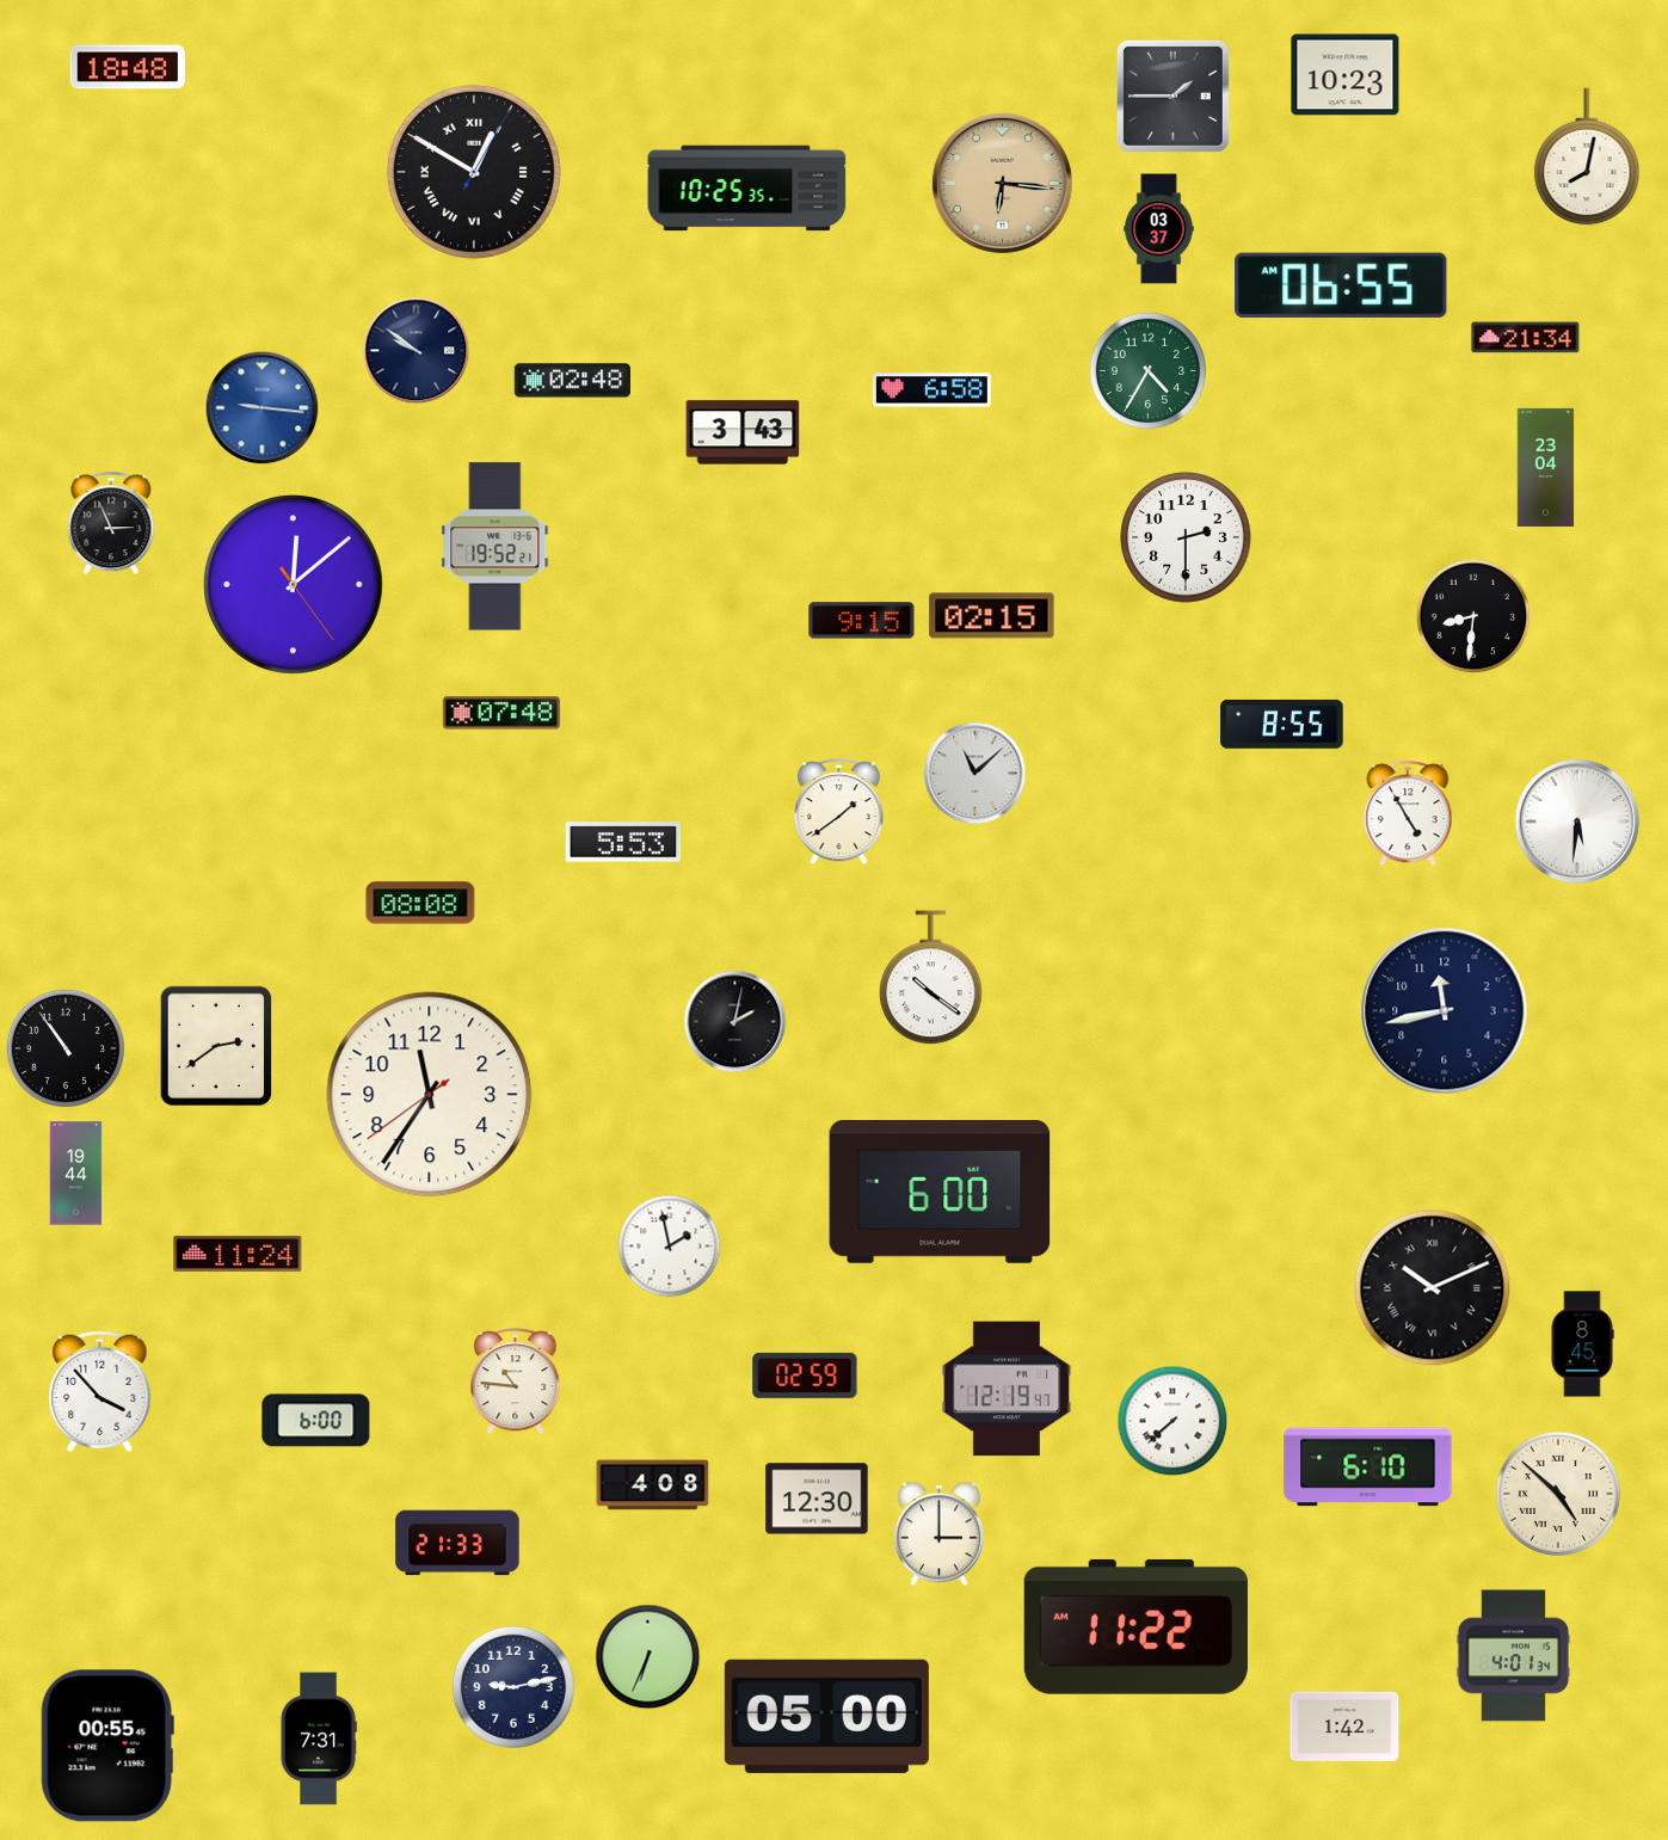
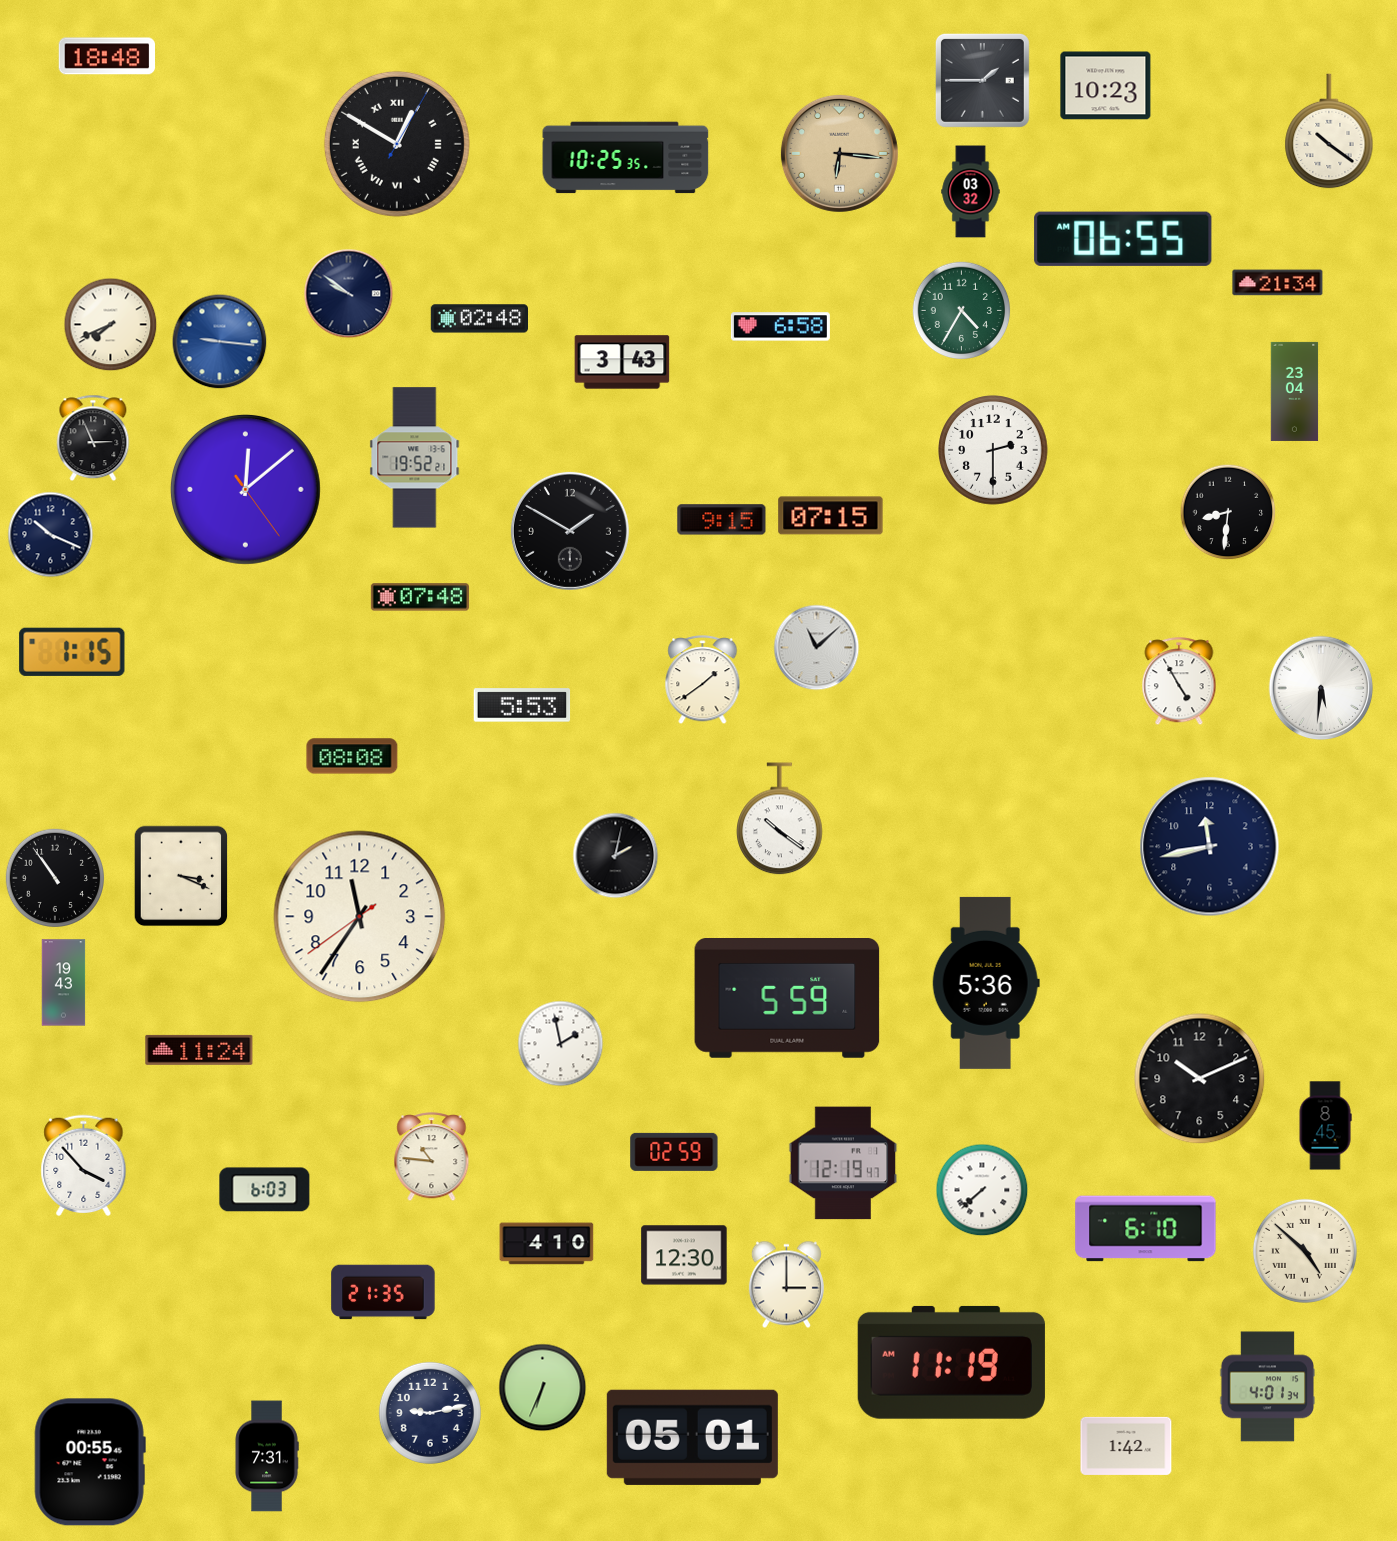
clock at (1346, 75) position: (1346, 75) -> (1106, 86)
clock at (1587, 156): 8:02 -> 10:21
clock at (1159, 229): 03:37 -> 03:32
clock at (111, 325): none -> 7:41
clock at (992, 616): 02:15 -> 07:15
clock at (1473, 616) position: (1473, 616) -> (1228, 512)
clock at (570, 531): none -> 1:50
clock at (51, 535): none -> 10:19
clock at (1282, 724): 8:55 -> none
clock at (72, 652): none -> 1:15
clock at (216, 1046): 2:39 -> 3:19
clock at (76, 1174): 19:44 -> 19:43
clock at (986, 983): none -> 5:36
clock at (940, 1192): 6:00 -> 5:59
clock at (1433, 1288) numerals: Roman -> Arabic
clock at (316, 1421): 6:00 -> 6:03
clock at (653, 1485): 4:08 -> 4:10
clock at (457, 1543): 21:33 -> 21:35
clock at (1135, 1626): 11:22 -> 11:19
clock at (826, 1716): 05:00 -> 05:01
